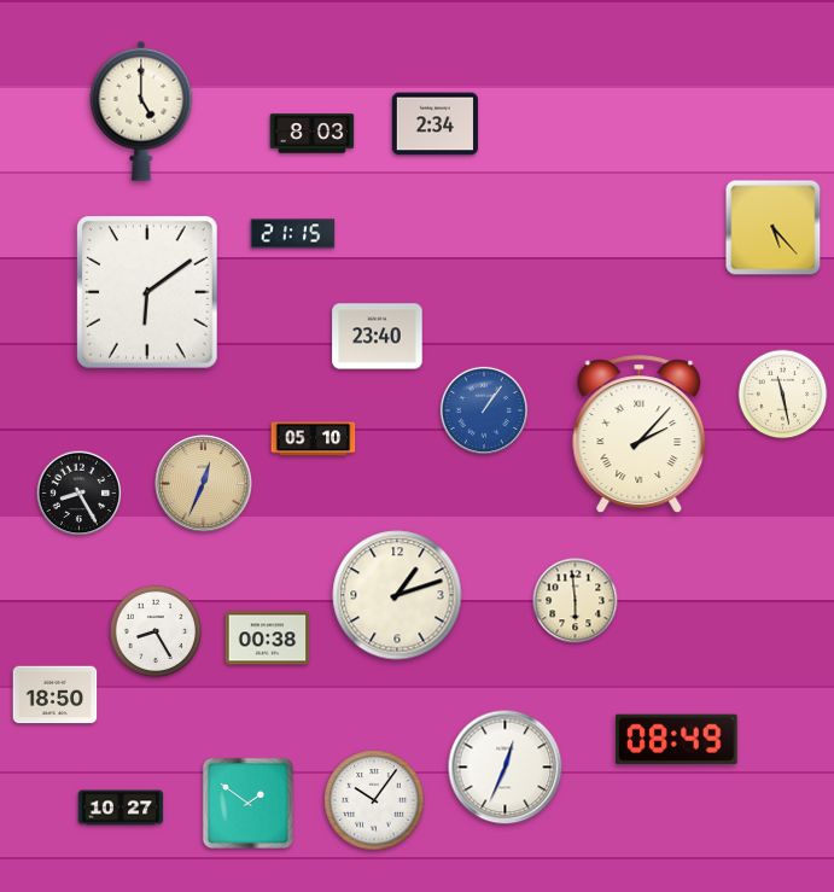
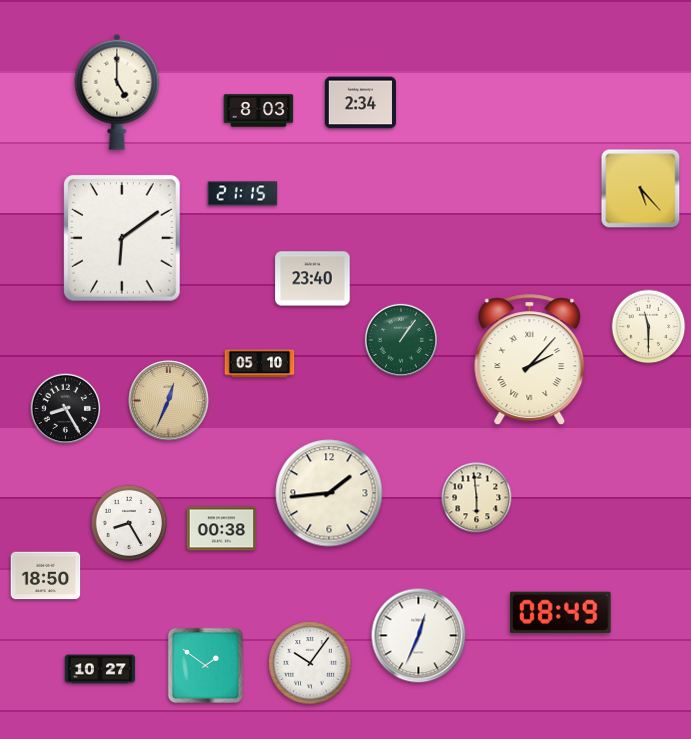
clock at (148, 292) position: (148, 292) -> (123, 238)
clock at (783, 395): 11:28 -> 11:30
clock at (484, 410) dial: blue -> green
clock at (397, 595): 1:12 -> 1:44
